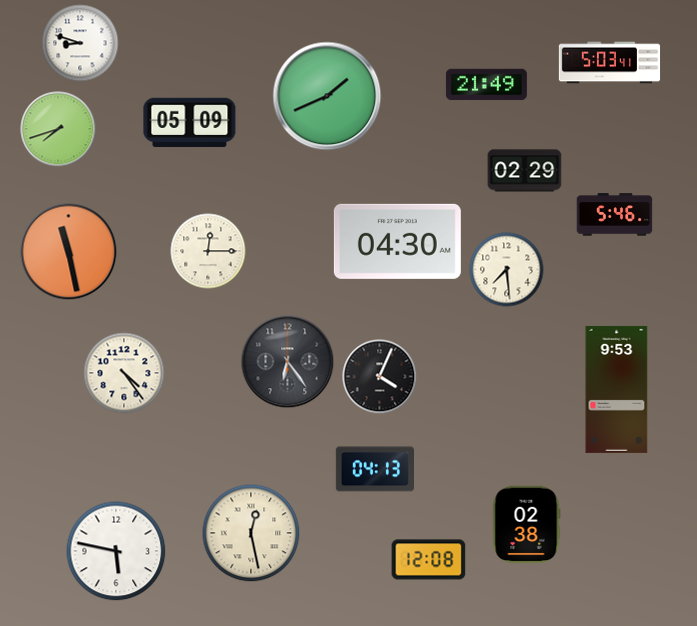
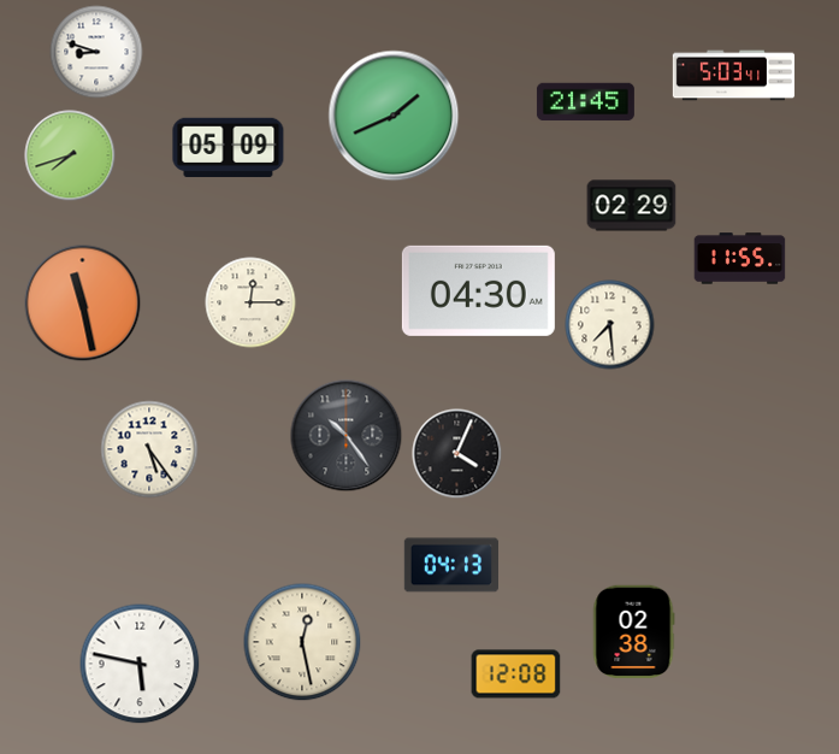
clock at (486, 85): 21:49 -> 21:45
clock at (615, 215): 5:46 -> 11:55
clock at (288, 362): 6:24 -> 10:24
clock at (124, 373): 4:24 -> 5:24
clock at (617, 389): 9:53 -> none
